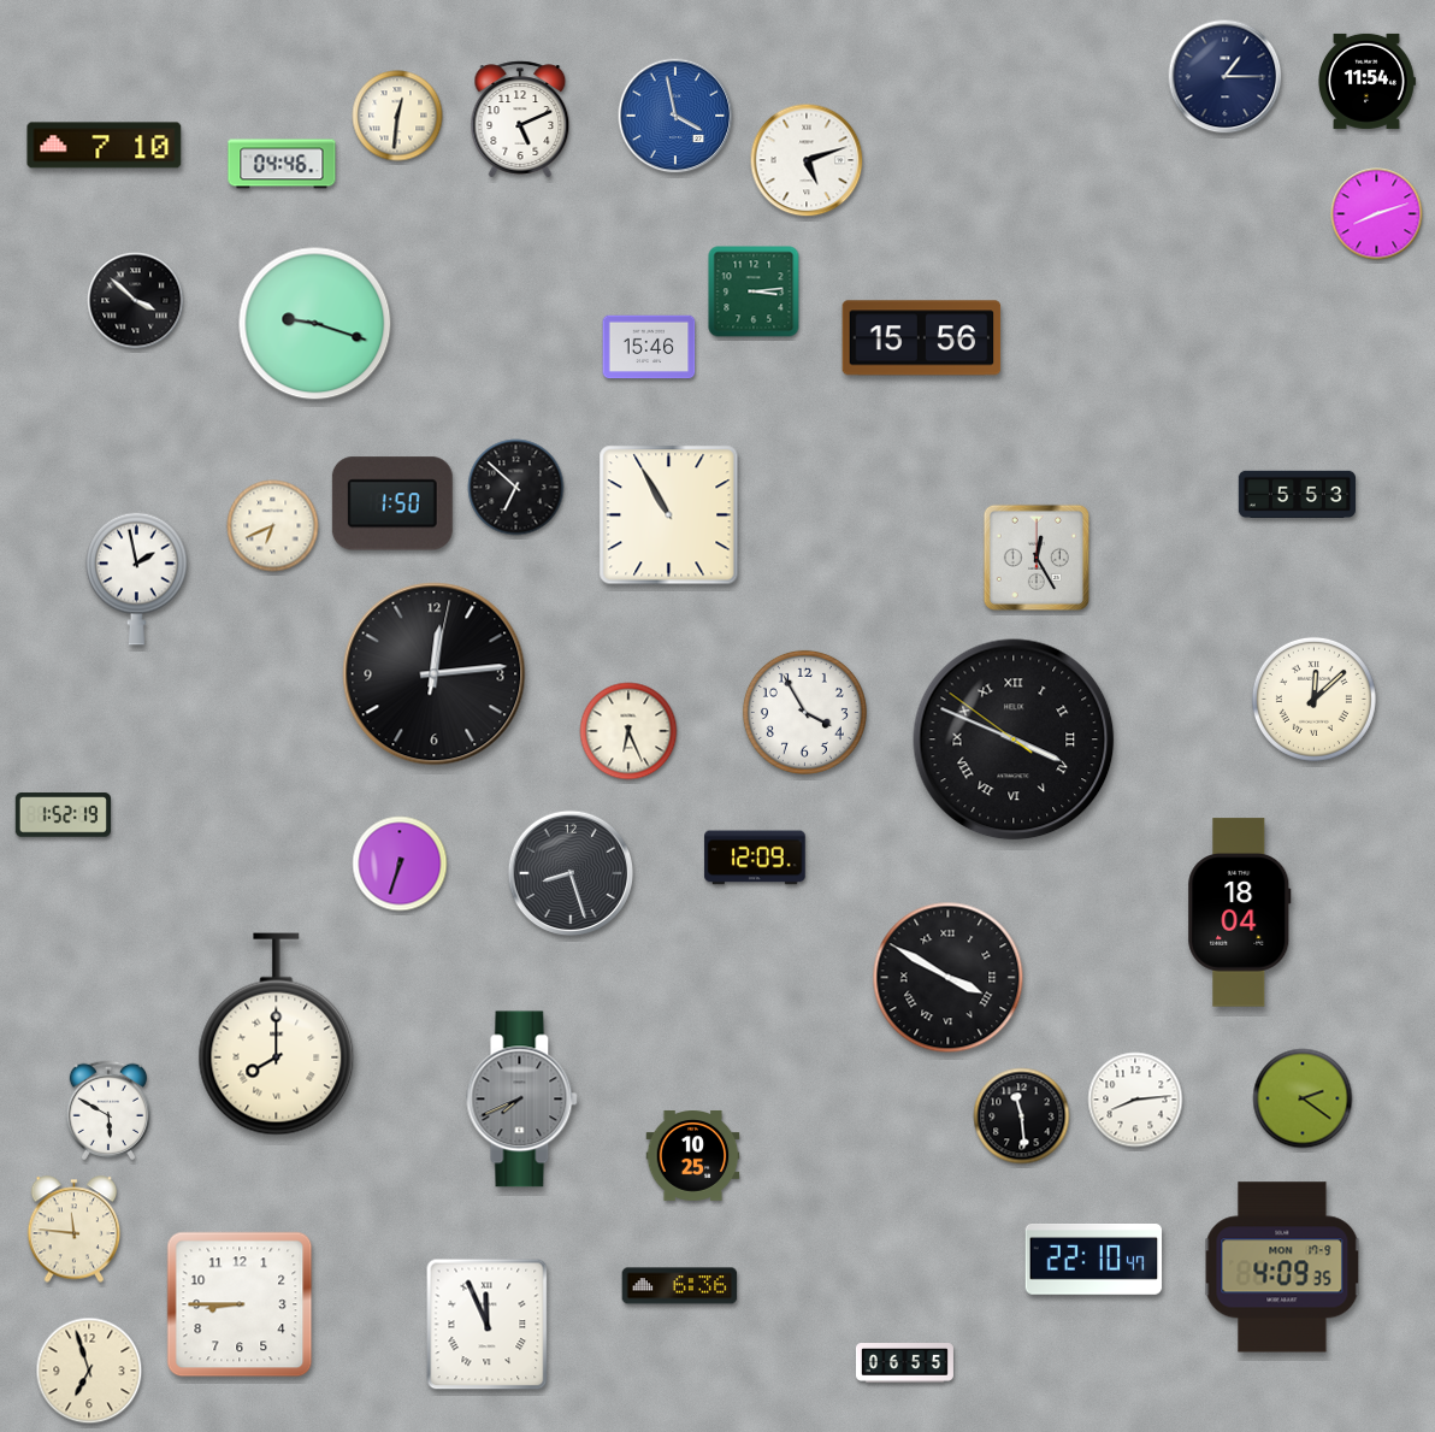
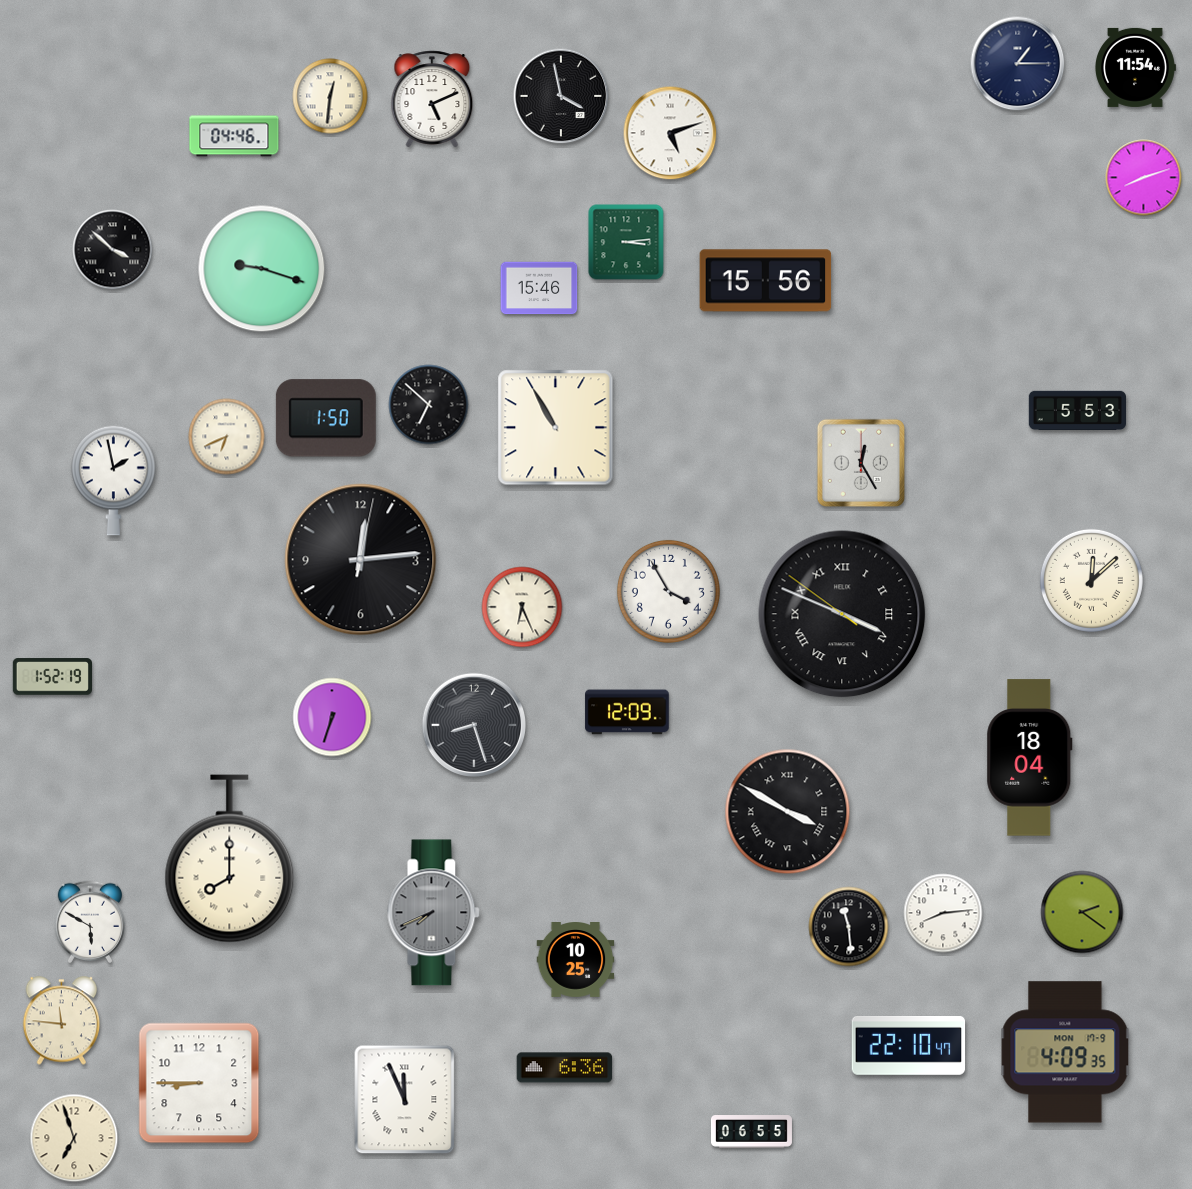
clock at (675, 116) dial: blue -> black
clock at (105, 146): 7:10 -> none
